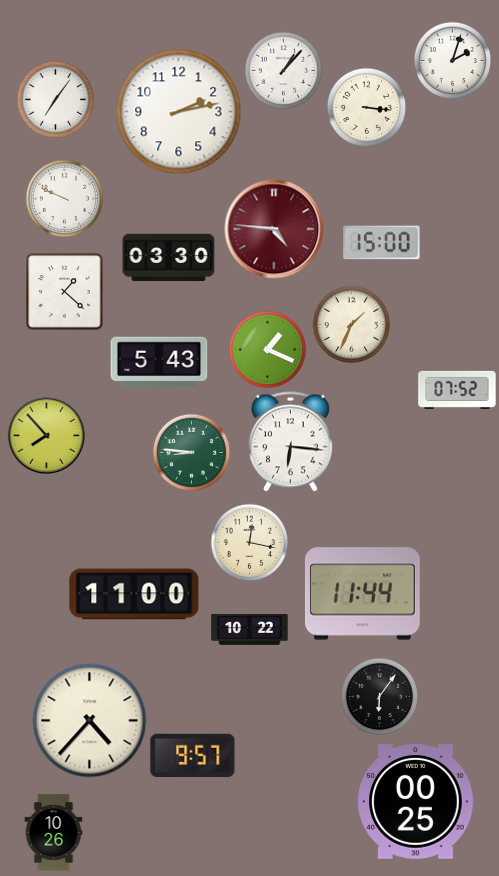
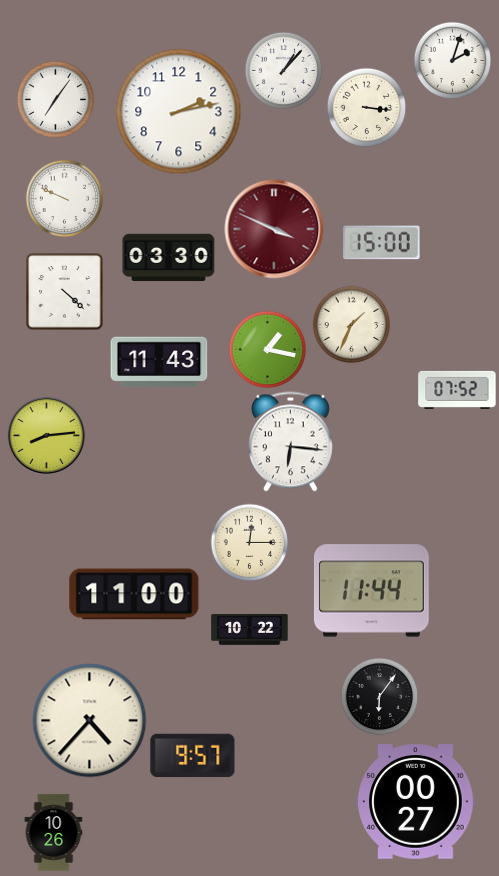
clock at (274, 229): 4:46 -> 3:49
clock at (65, 292): 1:22 -> 4:22
clock at (267, 349): 1:19 -> 1:17
clock at (159, 362): 5:43 -> 11:43
clock at (46, 435): 7:53 -> 8:14
clock at (191, 452): 8:46 -> none
clock at (249, 542): 12:17 -> 12:15
clock at (362, 594) position: (362, 594) -> (371, 591)
clock at (416, 802): 00:25 -> 00:27
